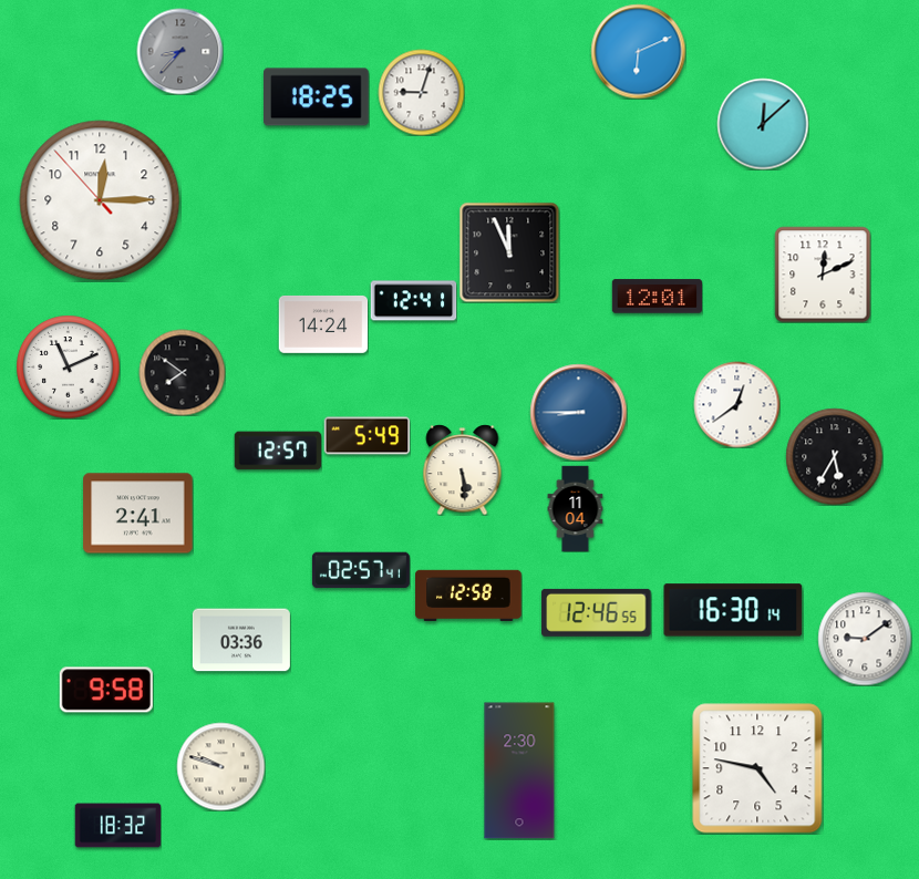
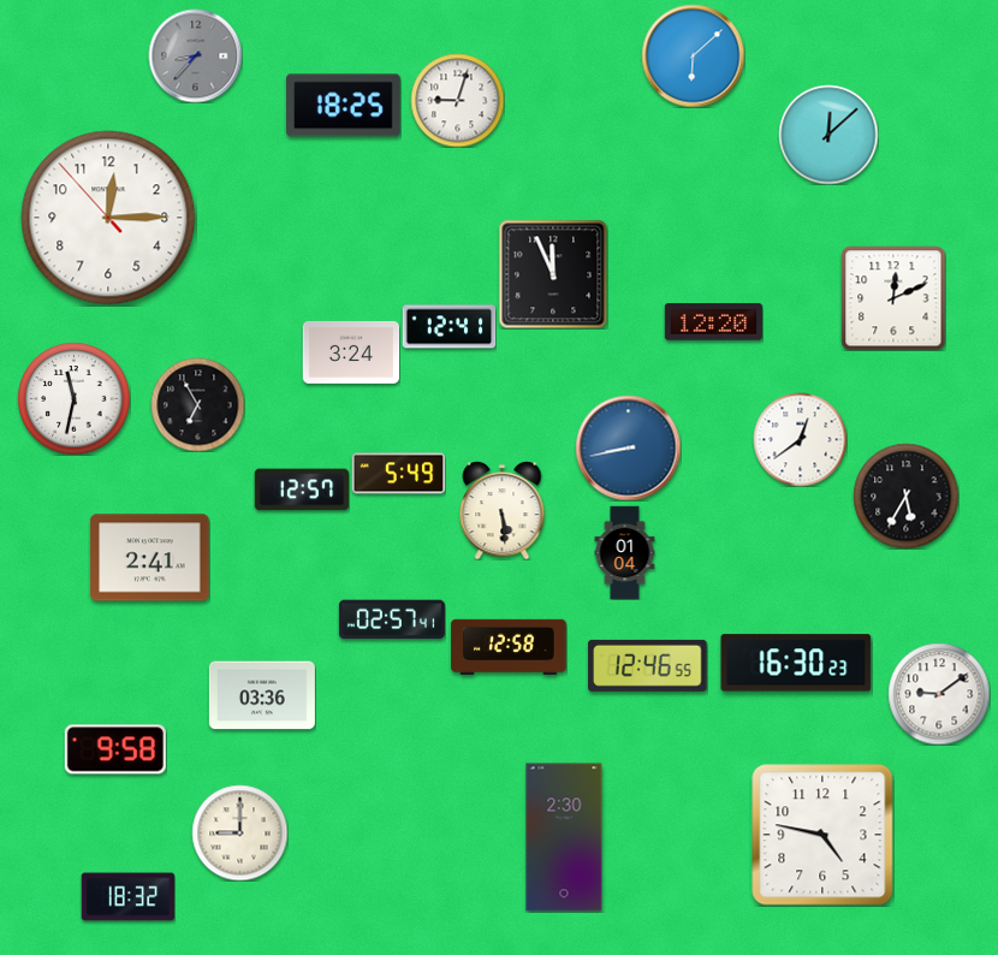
clock at (638, 51): 6:11 -> 6:08
clock at (657, 297): 12:01 -> 12:20
clock at (323, 324): 14:24 -> 3:24
clock at (68, 366): 11:11 -> 11:32
clock at (182, 372): 7:51 -> 6:55
clock at (578, 412): 8:45 -> 8:43
clock at (576, 508): 11:04 -> 01:04
clock at (733, 610): 16:30:14 -> 16:30:23
clock at (220, 766): 9:48 -> 9:00
